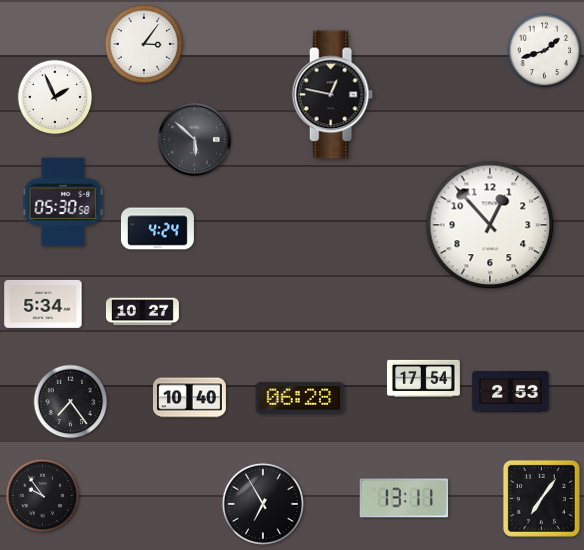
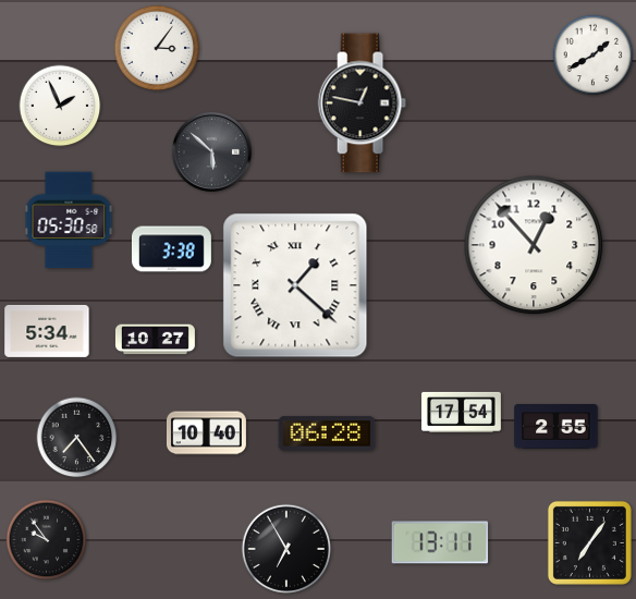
clock at (545, 51): 1:42 -> 1:40
clock at (157, 229): 4:24 -> 3:38
clock at (295, 285): none -> 1:22
clock at (511, 392): 2:53 -> 2:55
